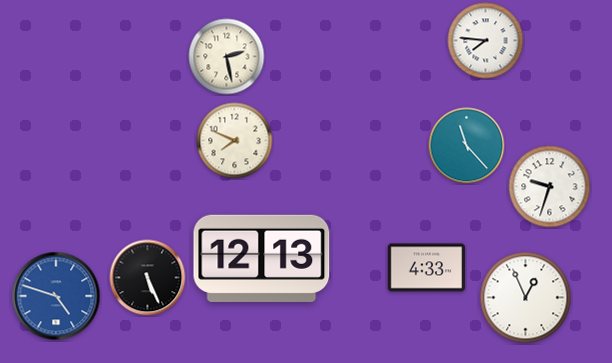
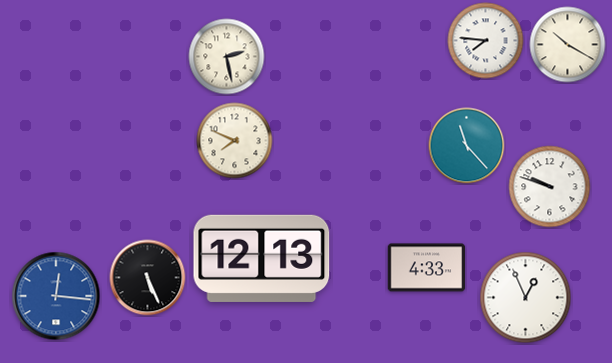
clock at (568, 45): none -> 10:20
clock at (550, 187): 9:33 -> 9:48
clock at (56, 296): 4:48 -> 12:16
